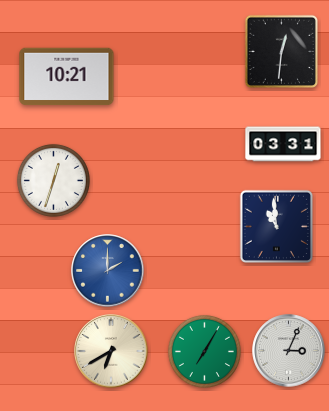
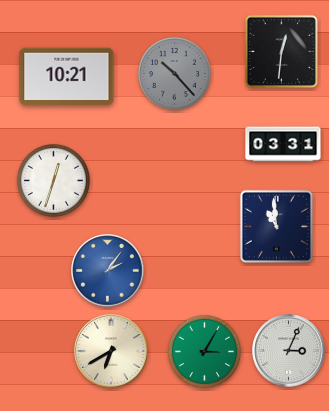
clock at (174, 73): none -> 10:23
clock at (108, 271): 2:00 -> 2:06
clock at (204, 351): 7:05 -> 3:05
